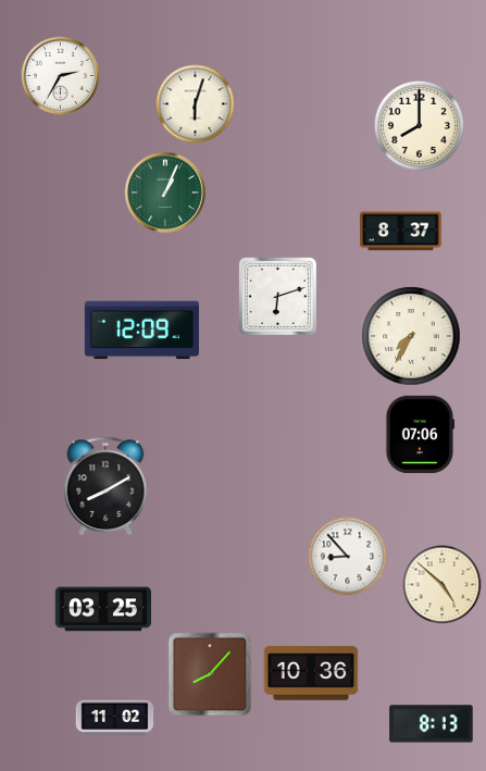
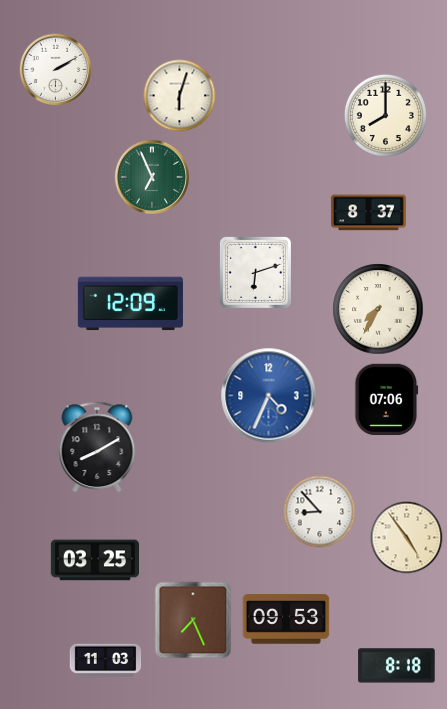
clock at (61, 76): 2:35 -> 2:10
clock at (165, 192): 1:04 -> 6:56
clock at (269, 396): none -> 4:34
clock at (443, 585): 4:52 -> 4:54
clock at (311, 673): 10:36 -> 09:53
clock at (210, 674): 8:07 -> 7:26
clock at (115, 719): 11:02 -> 11:03
clock at (432, 724): 8:13 -> 8:18
